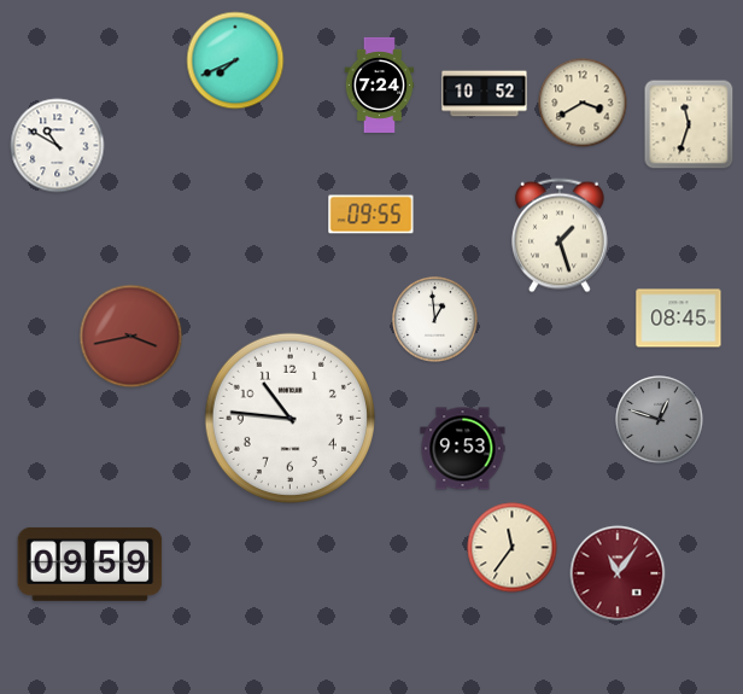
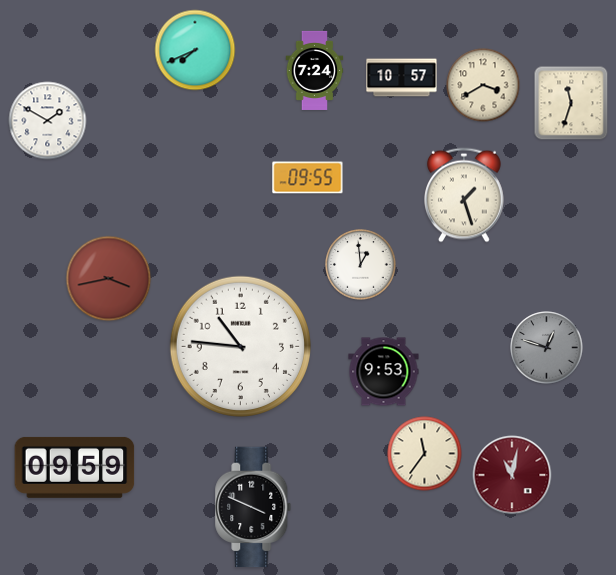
clock at (485, 94): 10:52 -> 10:57
clock at (58, 146): 10:50 -> 1:50
clock at (679, 319): 08:45 -> none
clock at (618, 573): 11:06 -> 11:02
clock at (253, 507): none -> 3:49
